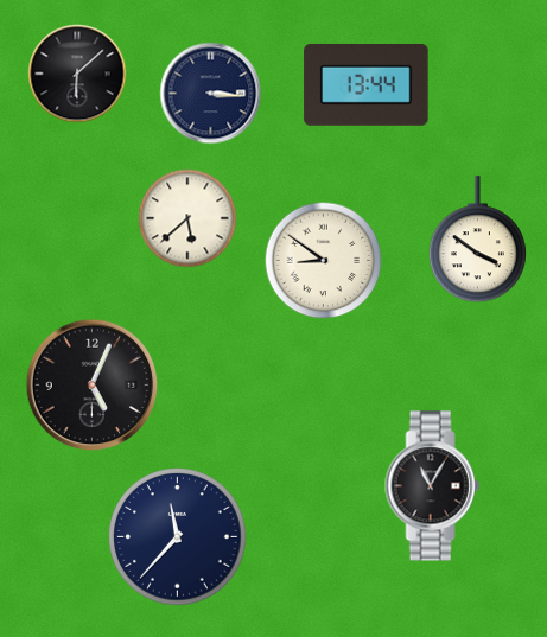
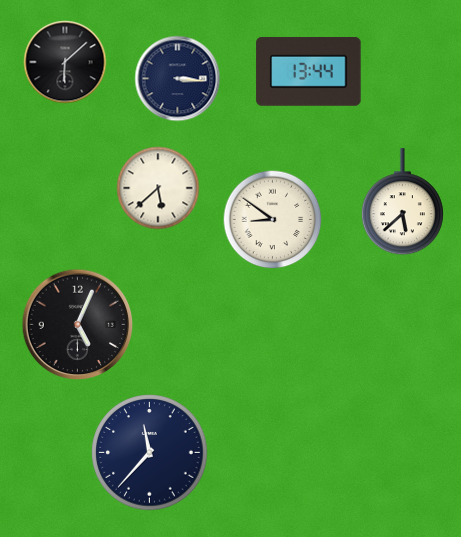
clock at (187, 218) position: (187, 218) -> (158, 188)
clock at (477, 240): 3:51 -> 5:38
clock at (433, 486): 11:05 -> none
